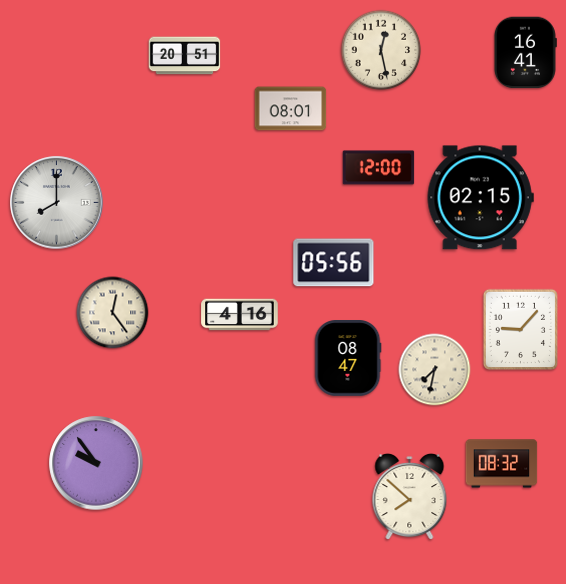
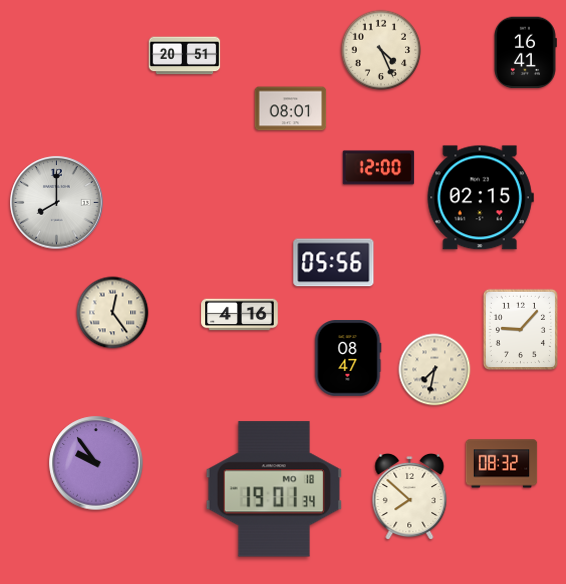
clock at (381, 50): 12:28 -> 4:26
clock at (274, 489): none -> 19:01
